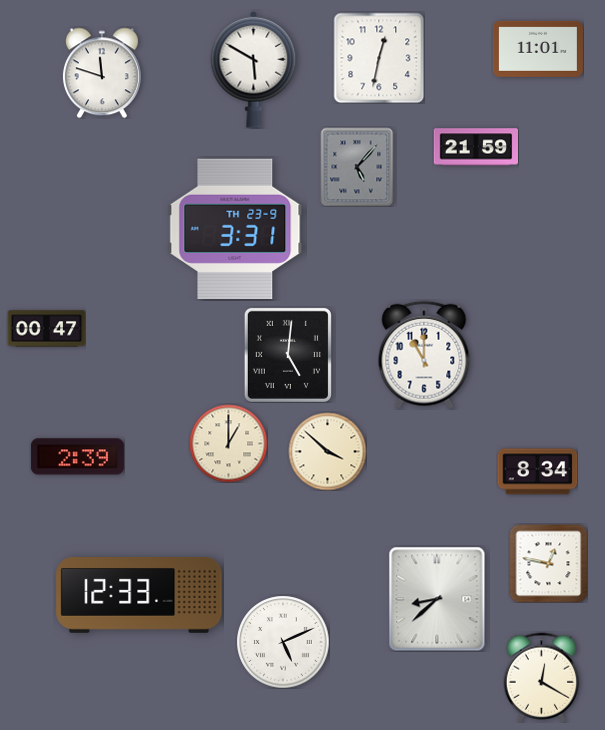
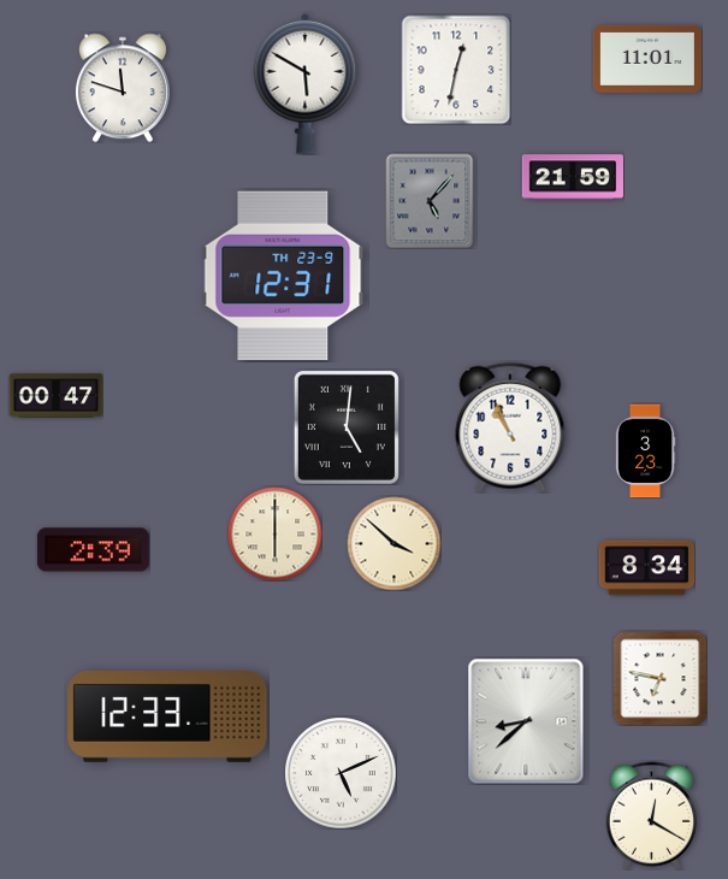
clock at (235, 228): 3:31 -> 12:31
clock at (424, 355): 11:00 -> 10:56
clock at (645, 450): none -> 3:23
clock at (228, 443): 1:00 -> 6:00
clock at (548, 563): 12:47 -> 6:47
